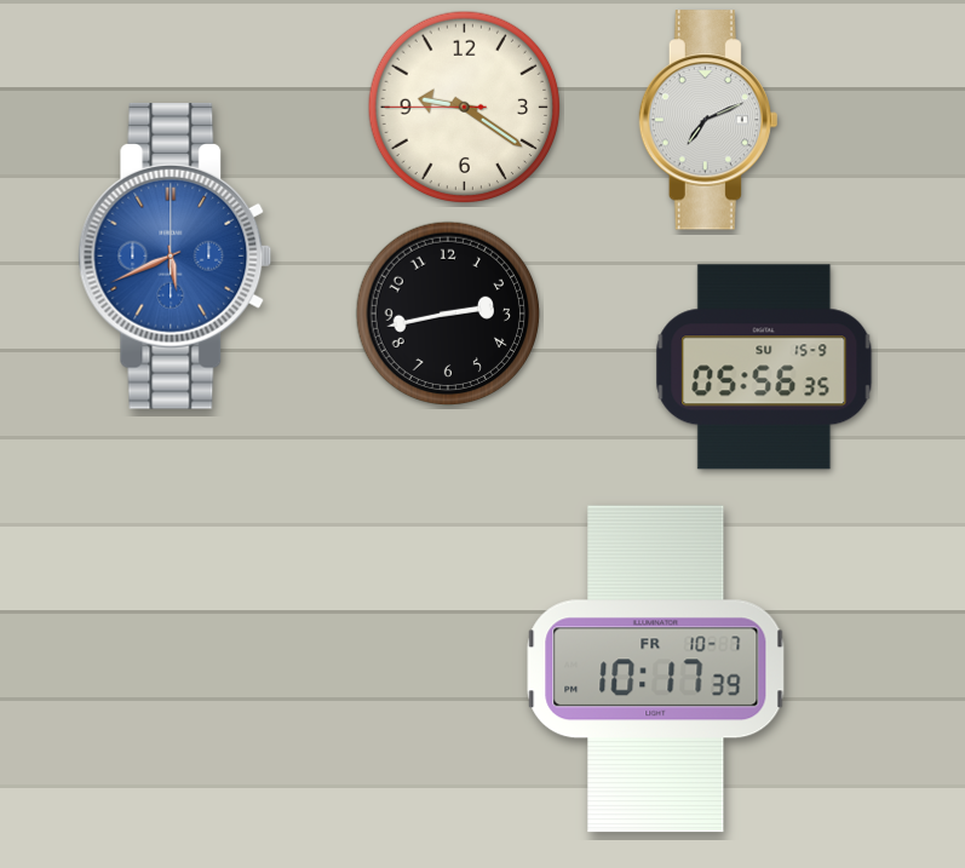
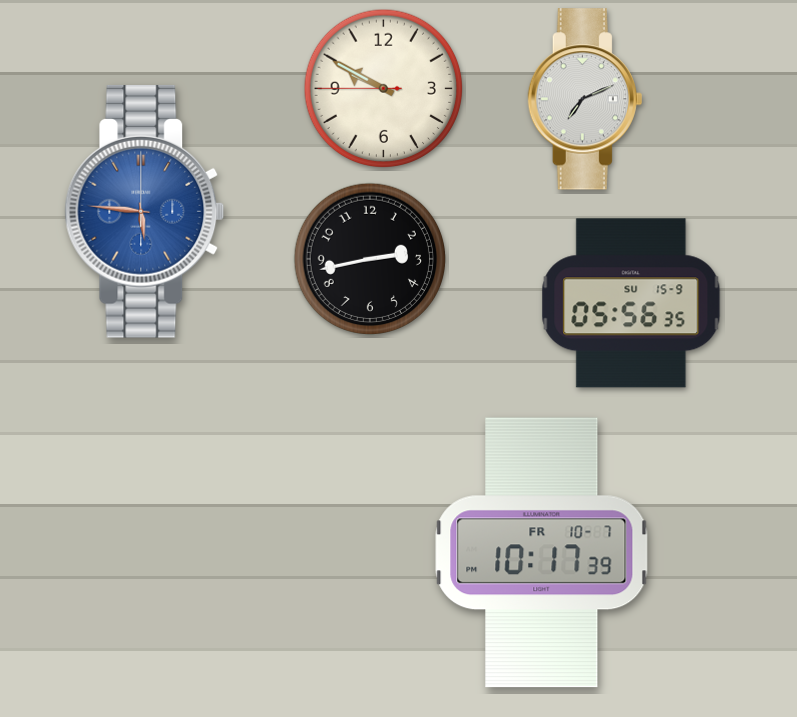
clock at (465, 108): 9:20 -> 9:49
clock at (176, 255): 5:41 -> 5:46
